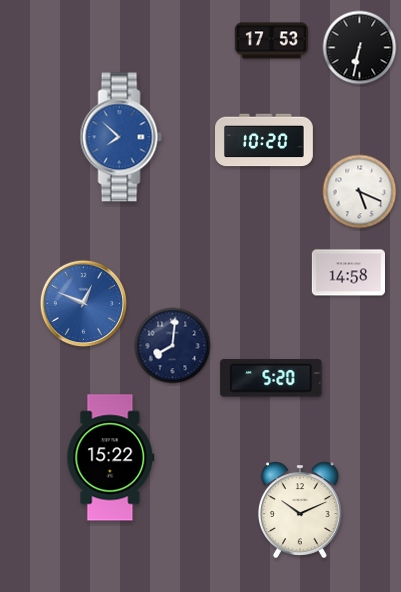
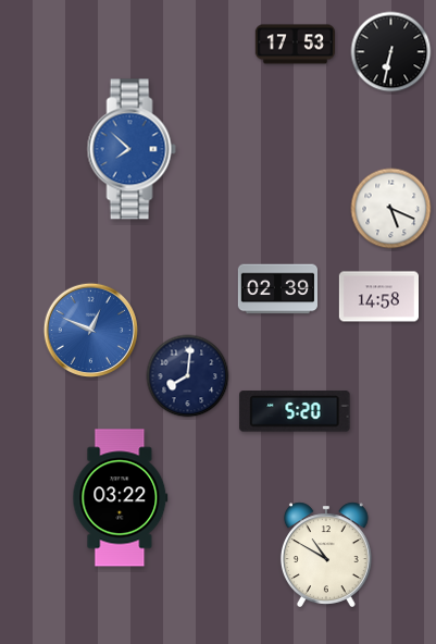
clock at (265, 140): 10:20 -> none
clock at (277, 289): none -> 02:39
clock at (111, 458): 15:22 -> 03:22
clock at (300, 510): 10:11 -> 10:50
